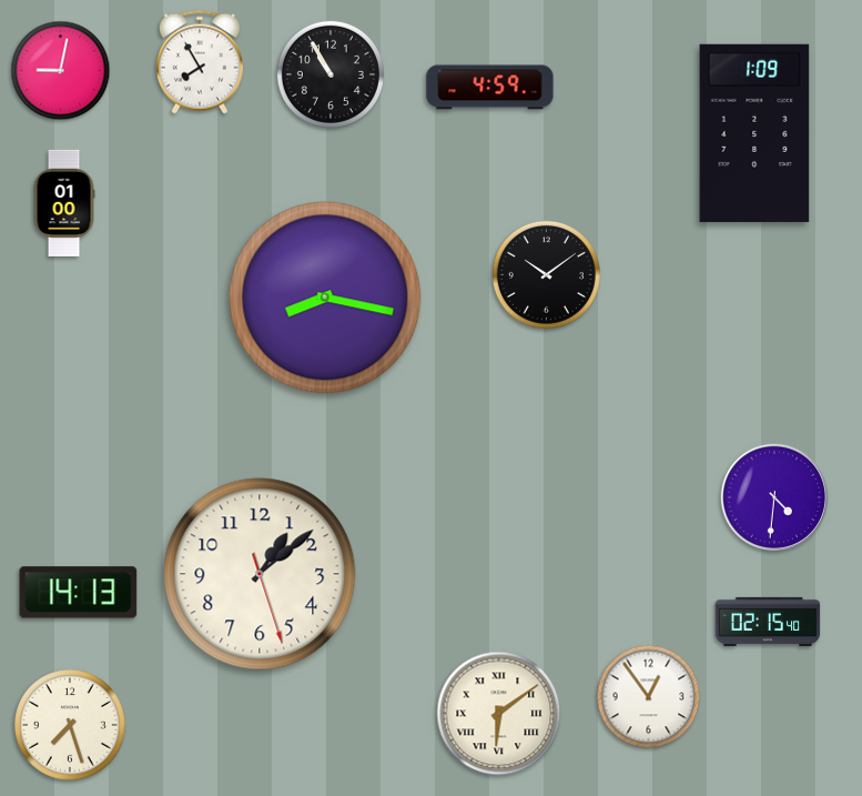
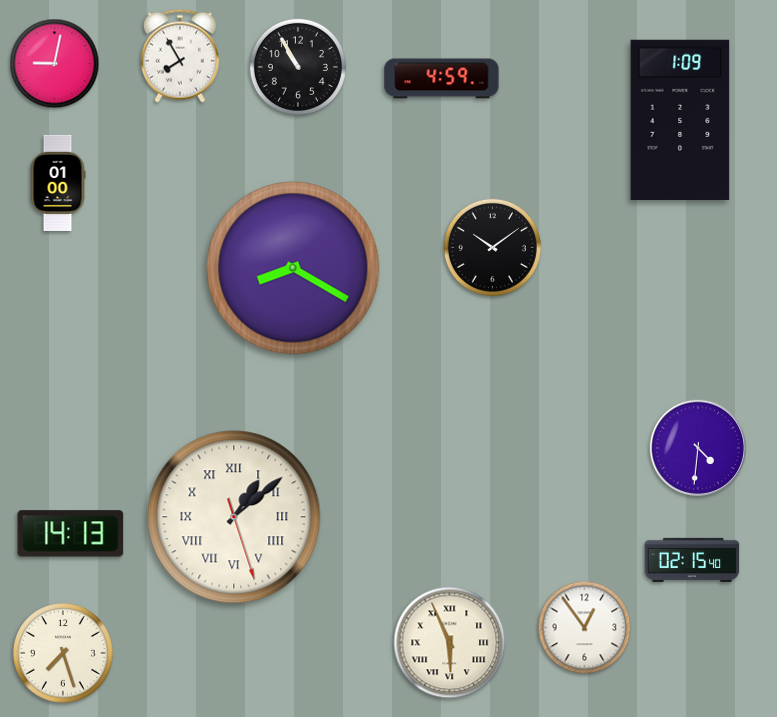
clock at (325, 298): 8:17 -> 8:20
clock at (260, 574) numerals: Arabic -> Roman
clock at (499, 714): 6:09 -> 5:56
